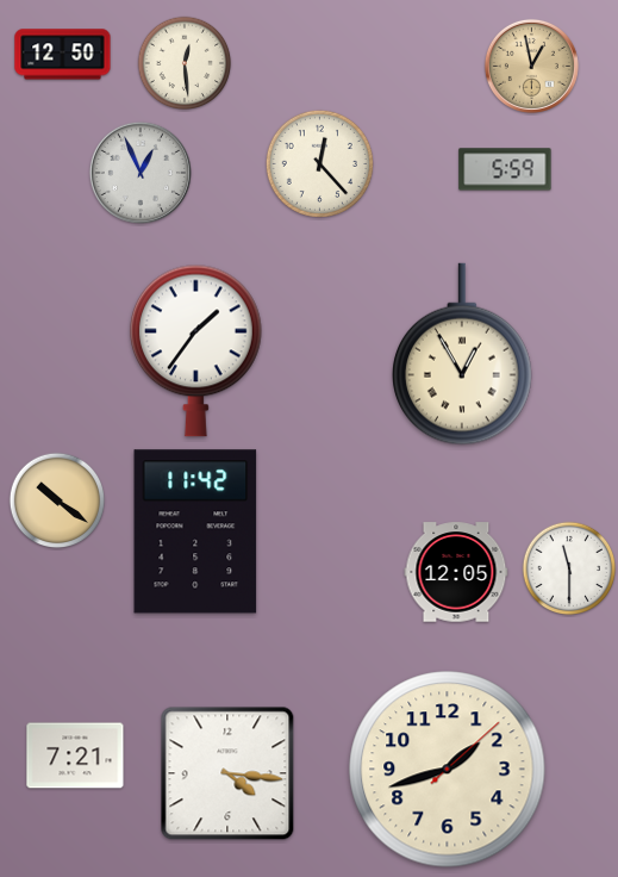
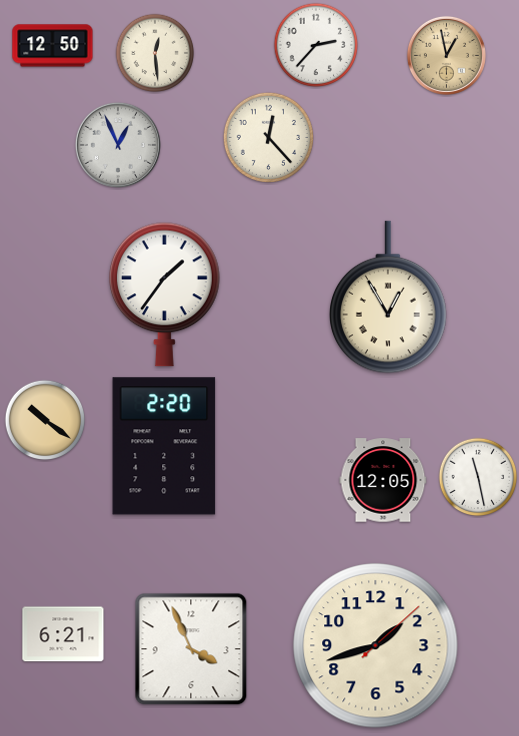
clock at (316, 45): none -> 2:37
clock at (505, 169): 5:59 -> none
clock at (57, 500) position: (57, 500) -> (45, 420)
clock at (195, 531): 11:42 -> 2:20
clock at (569, 568): 11:30 -> 11:28
clock at (75, 755): 7:21 -> 6:21
clock at (227, 773): 4:16 -> 3:56
